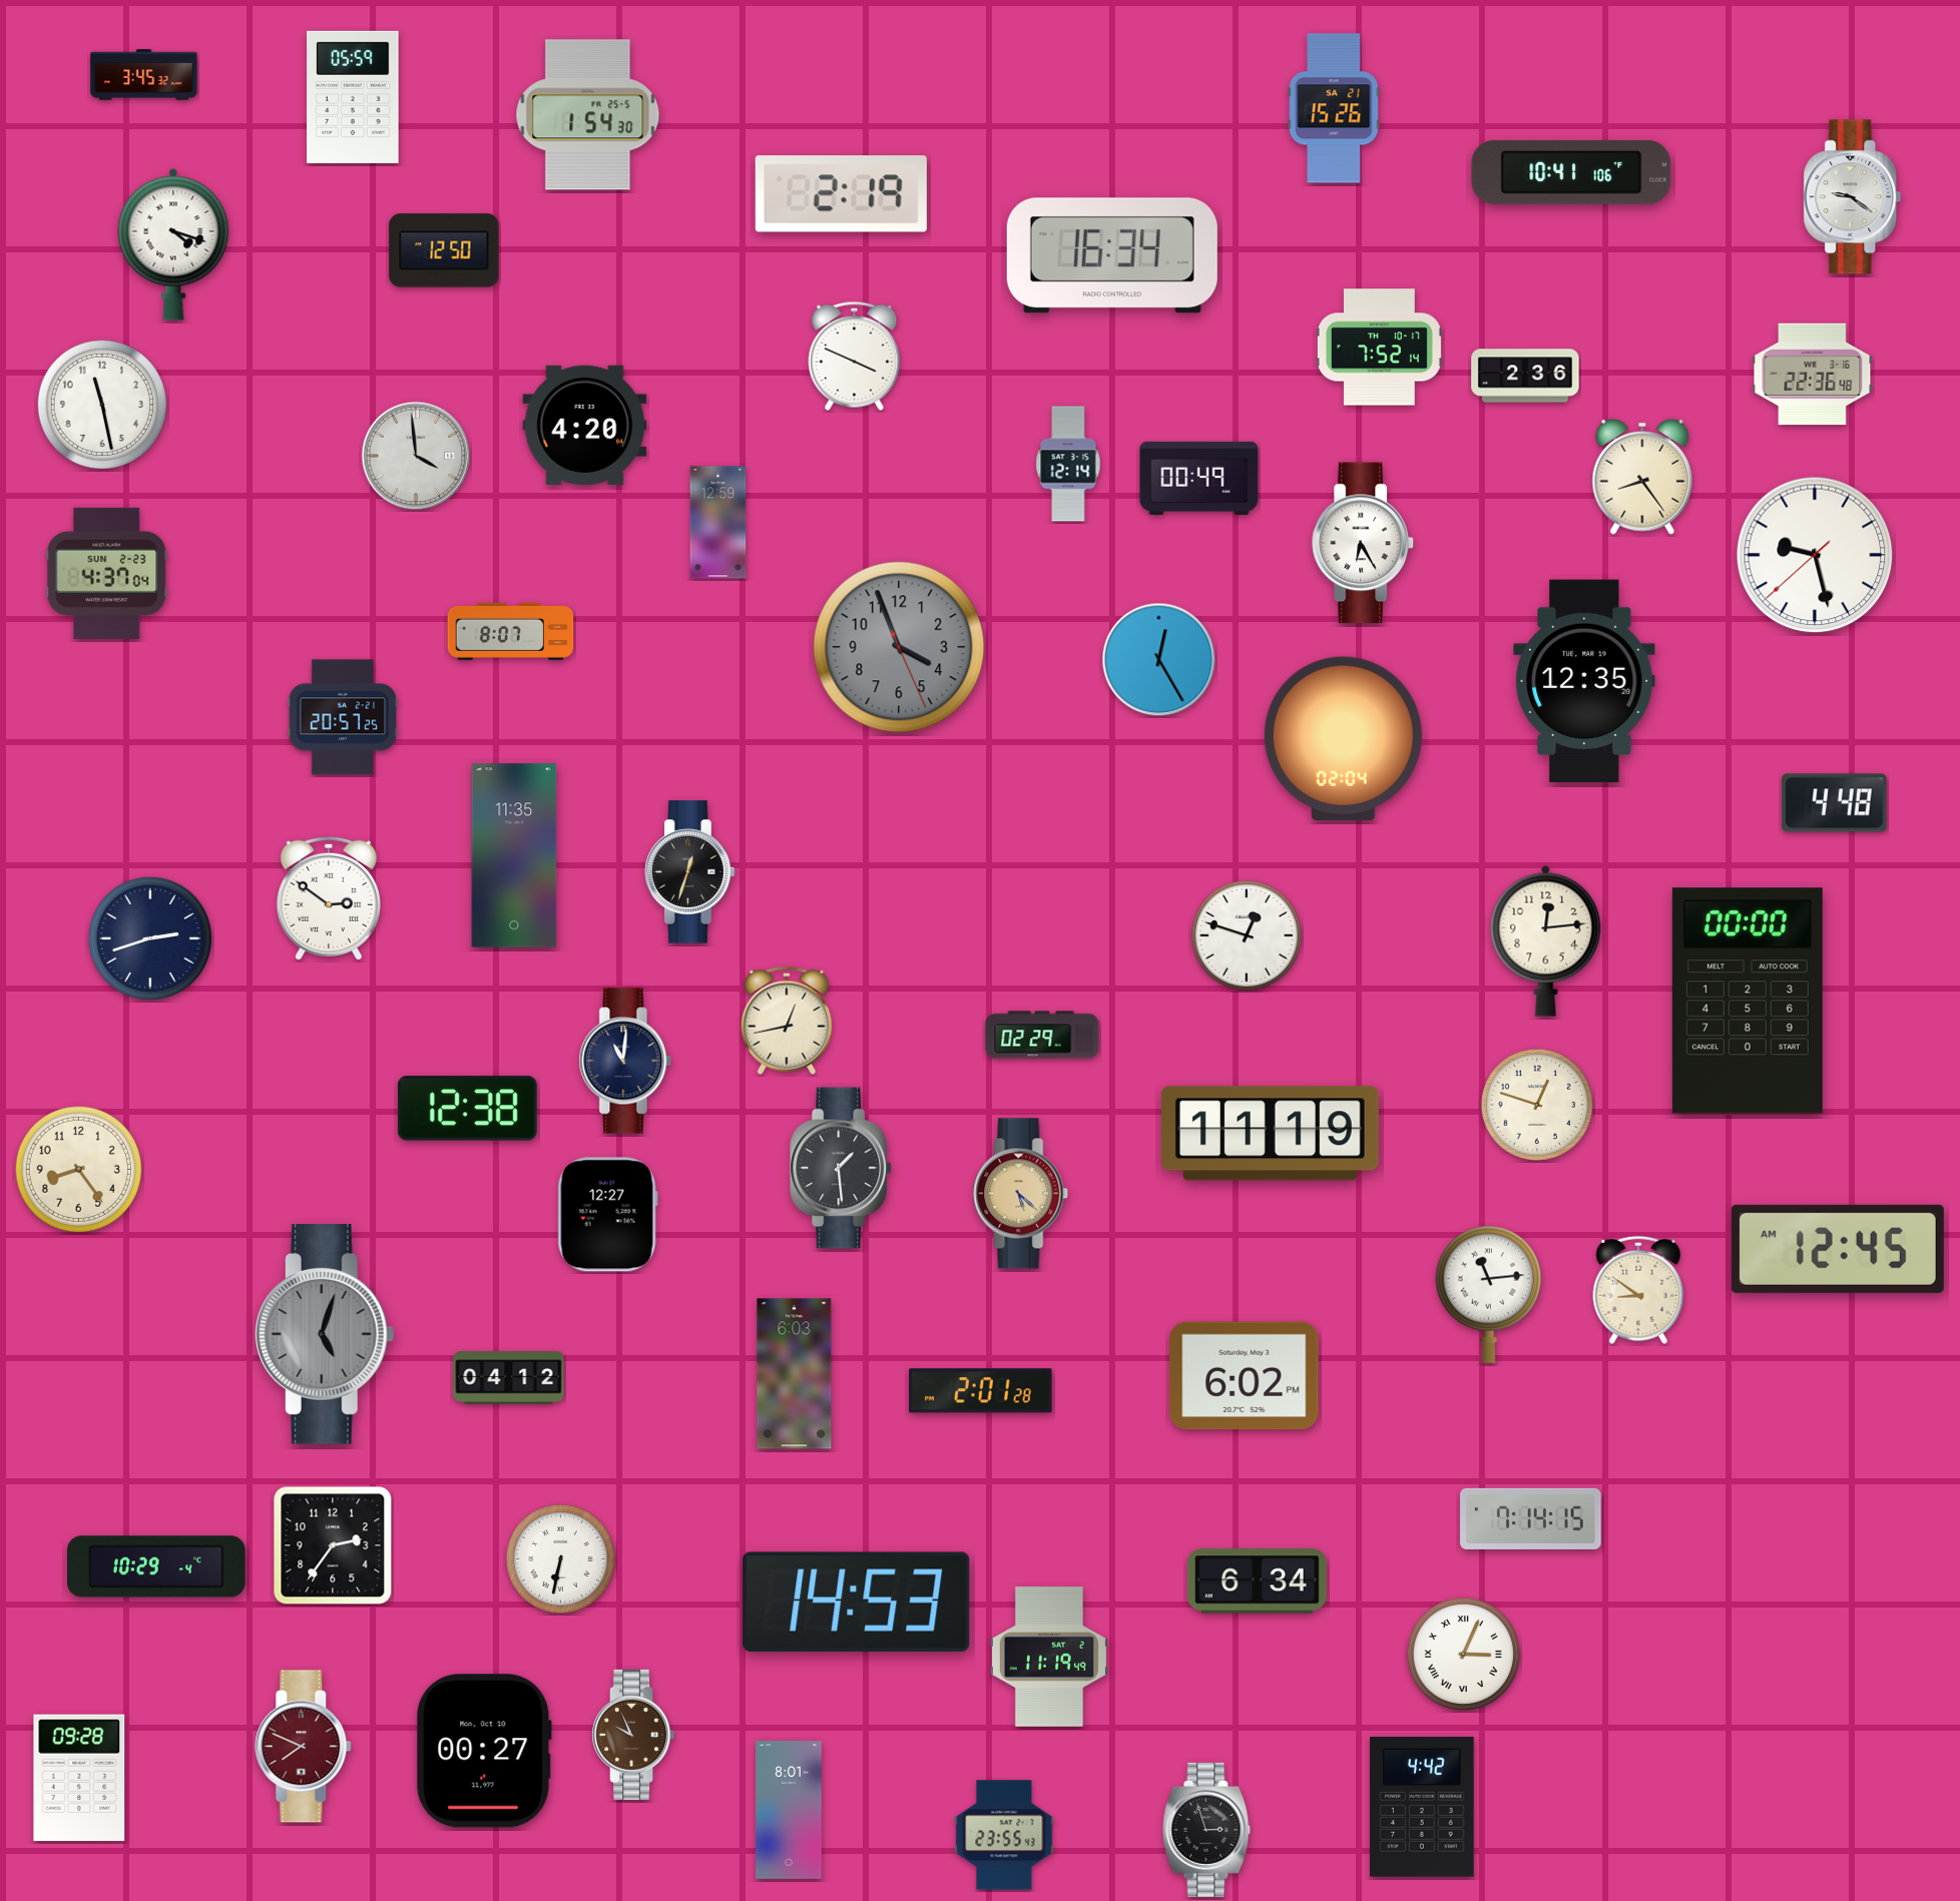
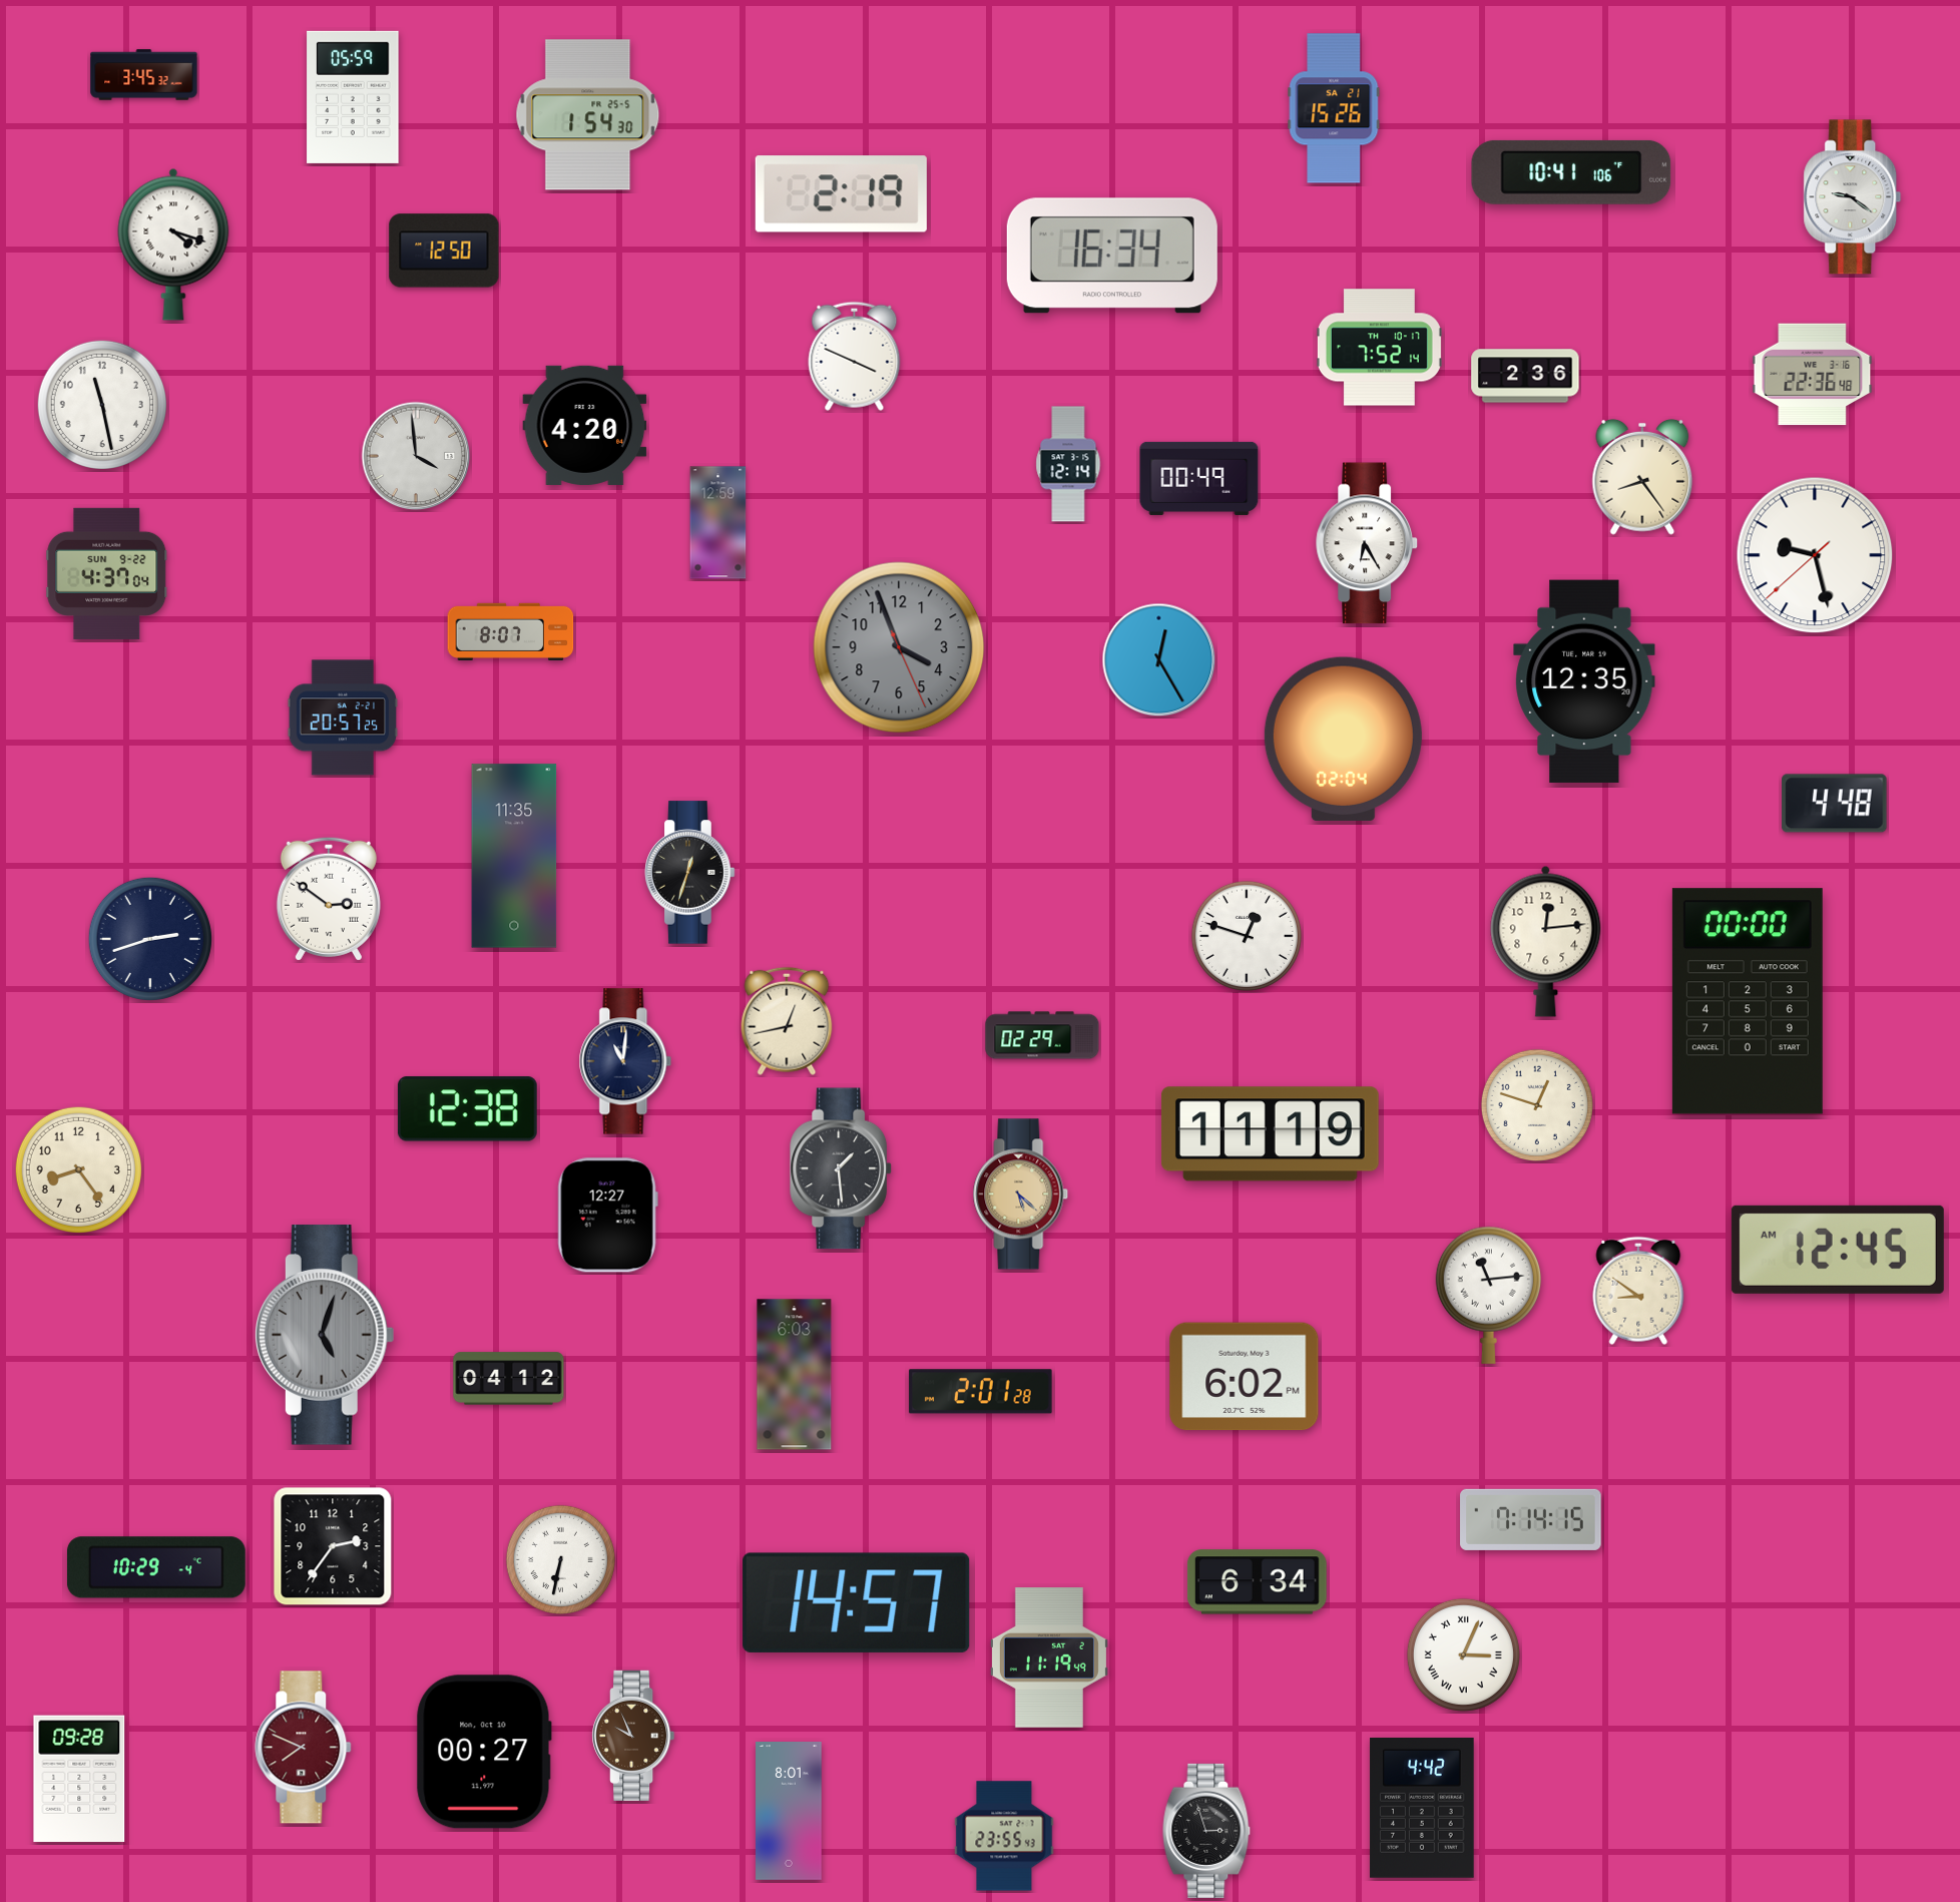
clock at (1363, 543) position: (1363, 543) -> (1367, 543)
clock at (107, 573) date: SUN 2-23 -> SUN 9-22
clock at (857, 1602): 14:53 -> 14:57
